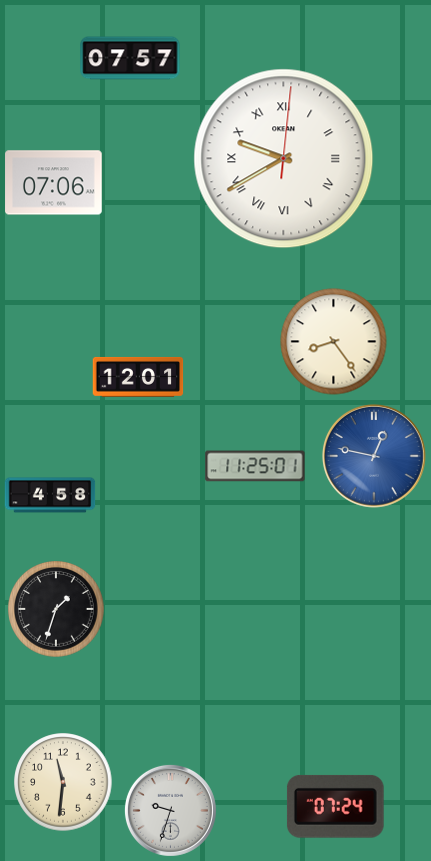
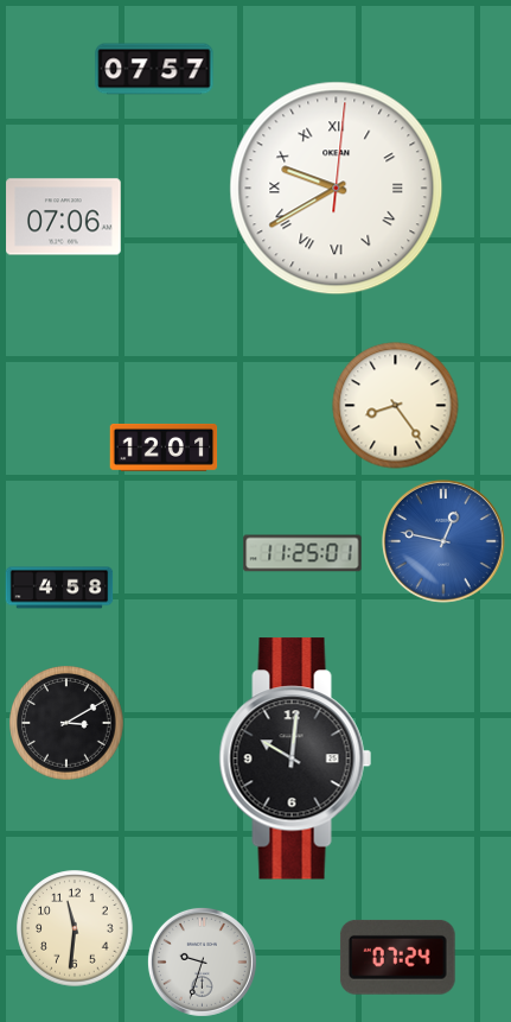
clock at (56, 609): 1:33 -> 3:10
clock at (295, 758): none -> 10:01
